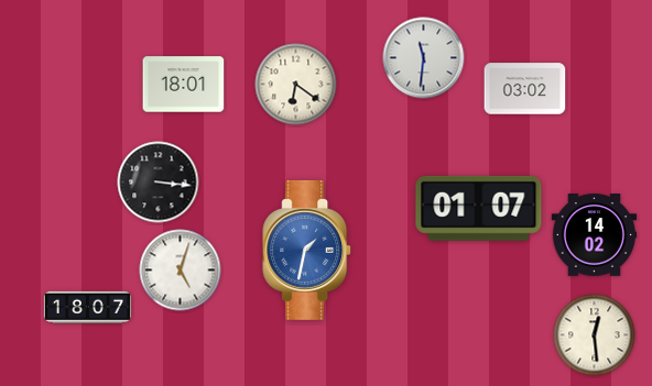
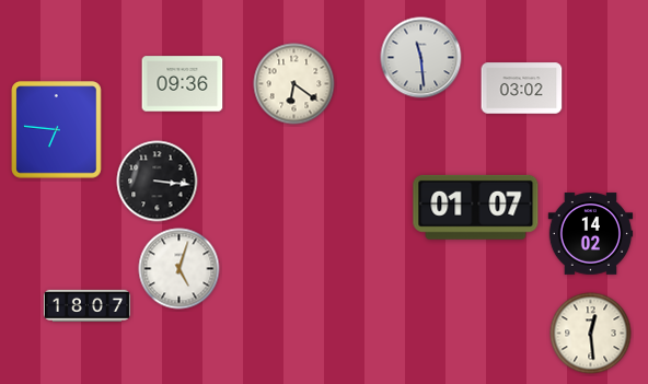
clock at (424, 58): 11:31 -> 11:29
clock at (184, 85): 18:01 -> 09:36
clock at (57, 130): none -> 6:46
clock at (307, 250): 1:32 -> none
